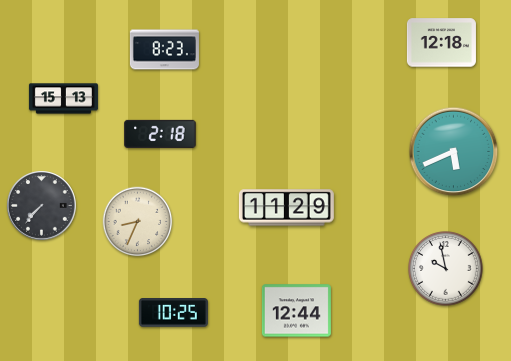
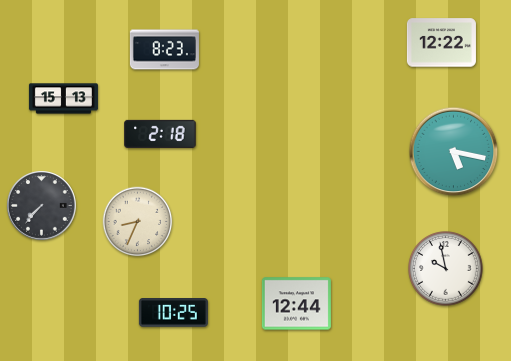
clock at (441, 43): 12:18 -> 12:22
clock at (454, 152): 5:41 -> 5:17
clock at (286, 208): 11:29 -> none
clock at (296, 311) position: (296, 311) -> (296, 304)
